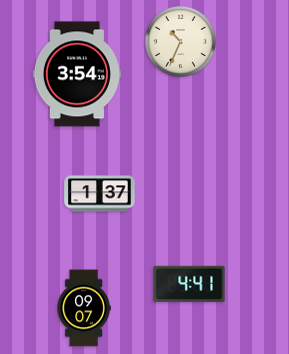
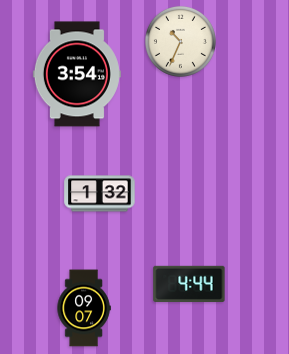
clock at (100, 194): 1:37 -> 1:32
clock at (189, 283): 4:41 -> 4:44
